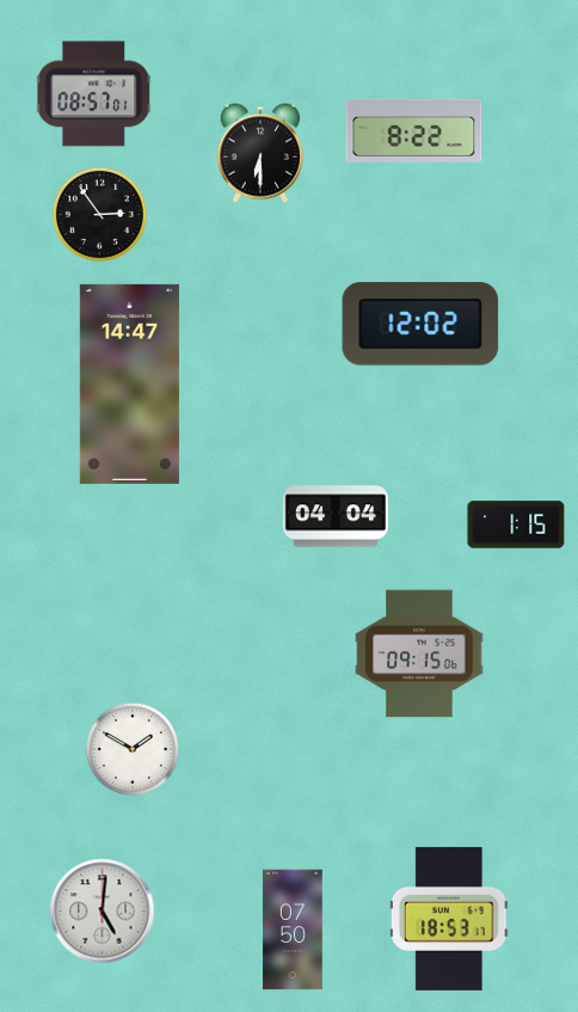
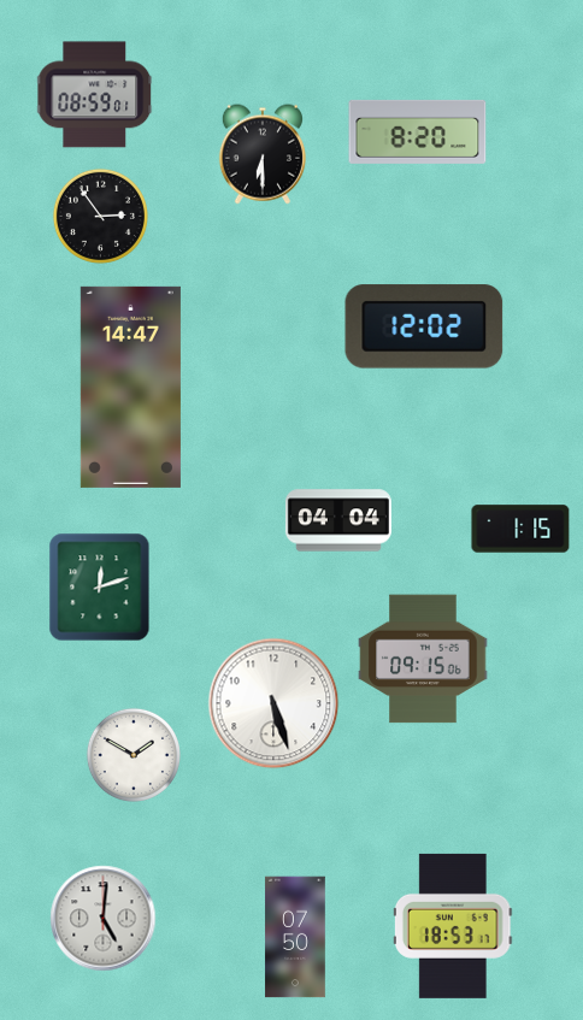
clock at (94, 94): 08:57 -> 08:59
clock at (414, 130): 8:22 -> 8:20
clock at (100, 588): none -> 12:12
clock at (273, 703): none -> 5:27
